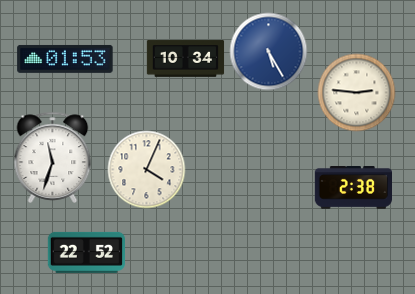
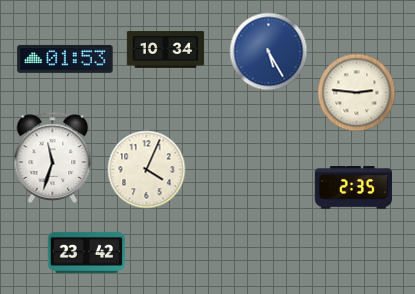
clock at (185, 59) position: (185, 59) -> (165, 50)
clock at (353, 188): 2:38 -> 2:35
clock at (86, 252): 22:52 -> 23:42
